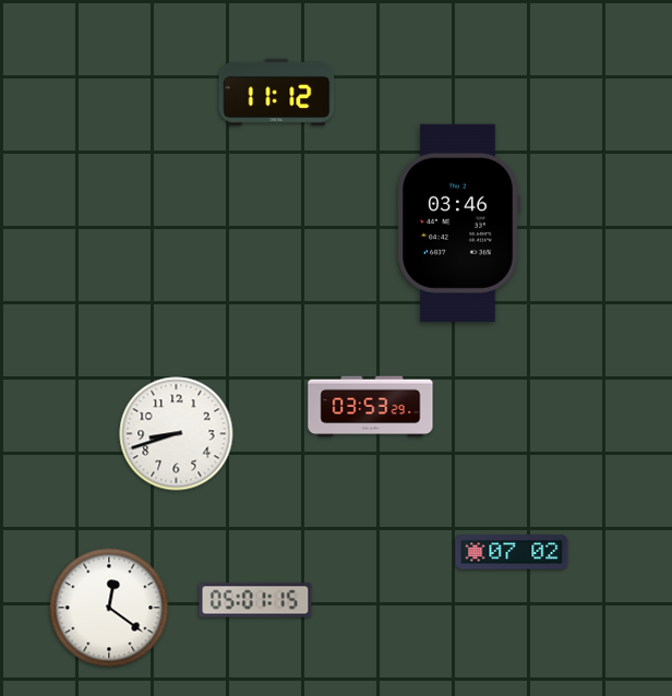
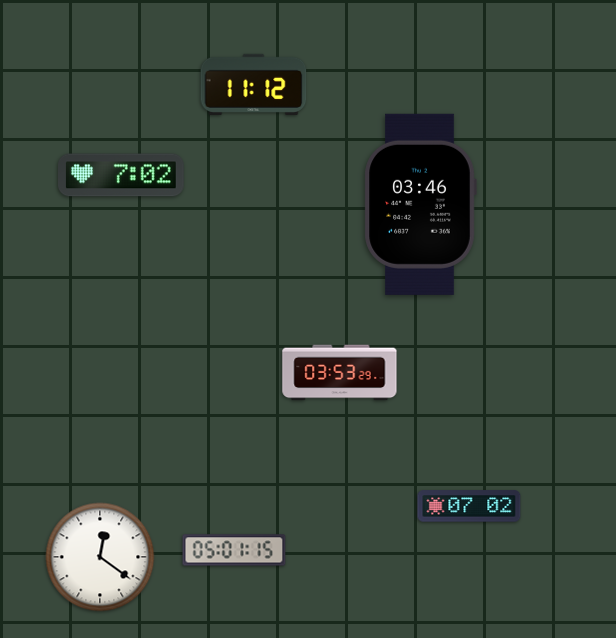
clock at (122, 175): none -> 7:02
clock at (177, 434): 8:42 -> none
